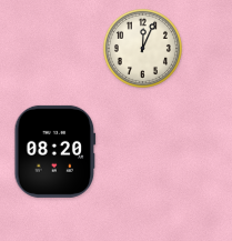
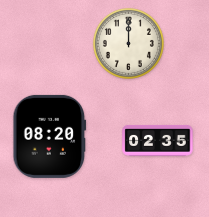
clock at (142, 48): 12:04 -> 12:00
clock at (158, 140): none -> 02:35
